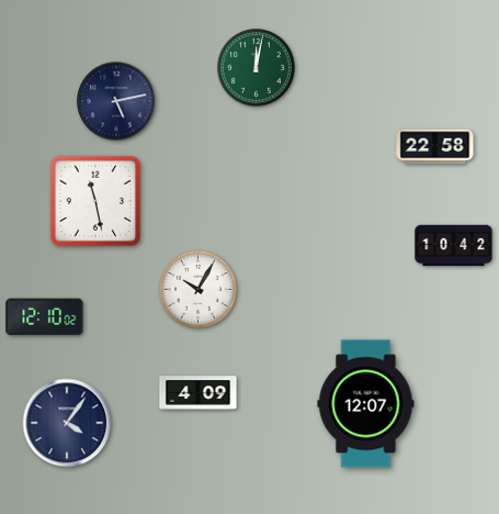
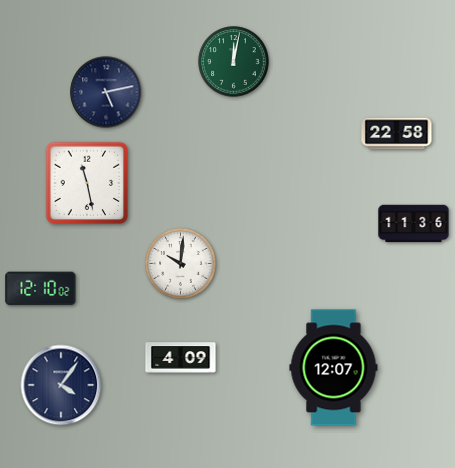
clock at (454, 246): 10:42 -> 11:36
clock at (199, 290): 10:05 -> 10:01
